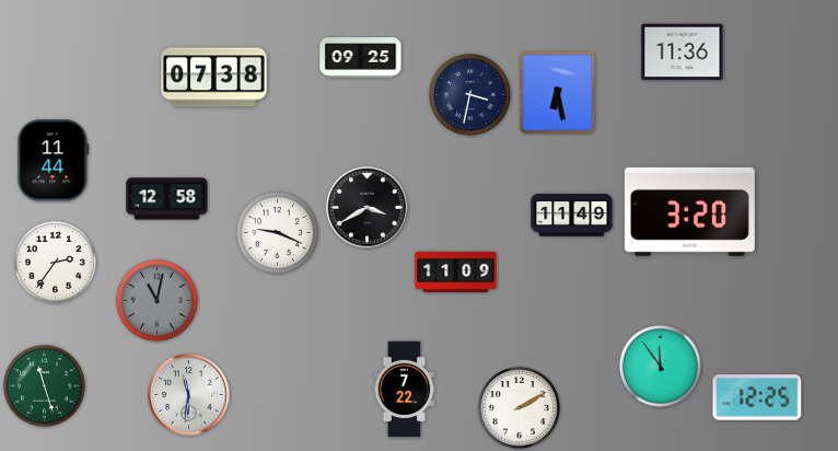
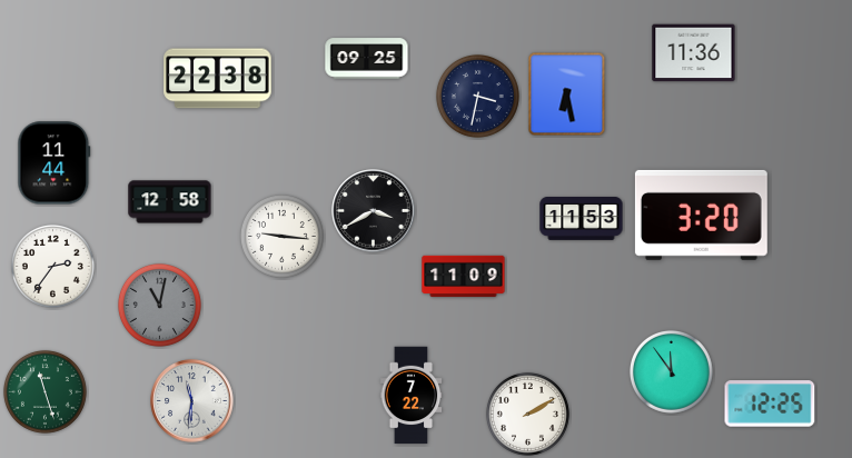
clock at (214, 78): 07:38 -> 22:38
clock at (572, 216): 11:49 -> 11:53
clock at (277, 232): 9:19 -> 9:16
clock at (55, 262) position: (55, 262) -> (52, 266)
